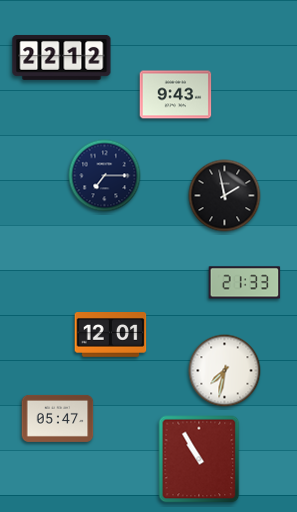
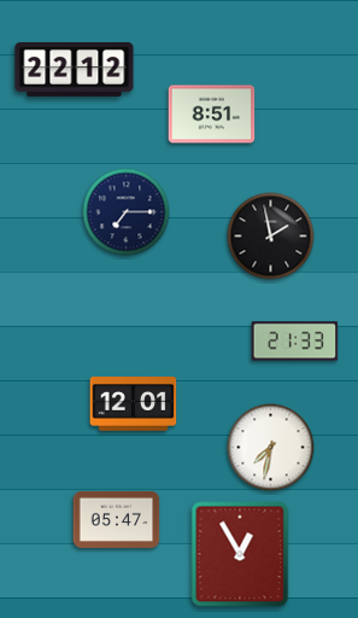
clock at (176, 95): 9:43 -> 8:51
clock at (58, 418) position: (58, 418) -> (117, 519)
clock at (199, 459): 10:55 -> 12:55
